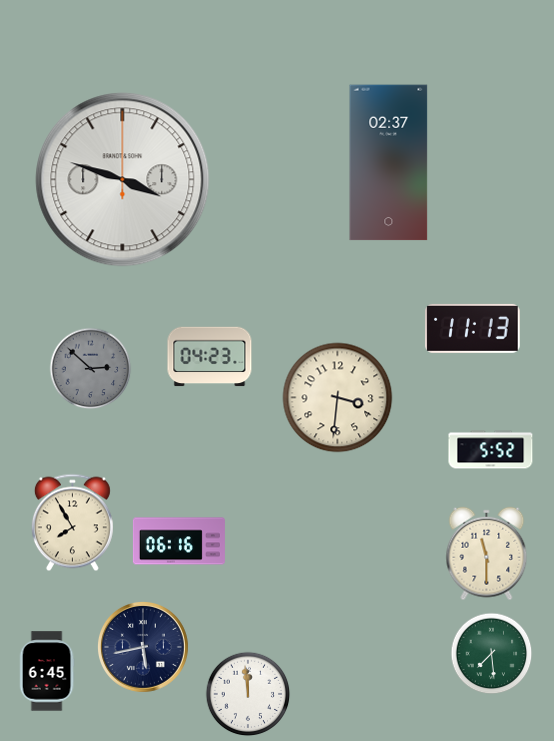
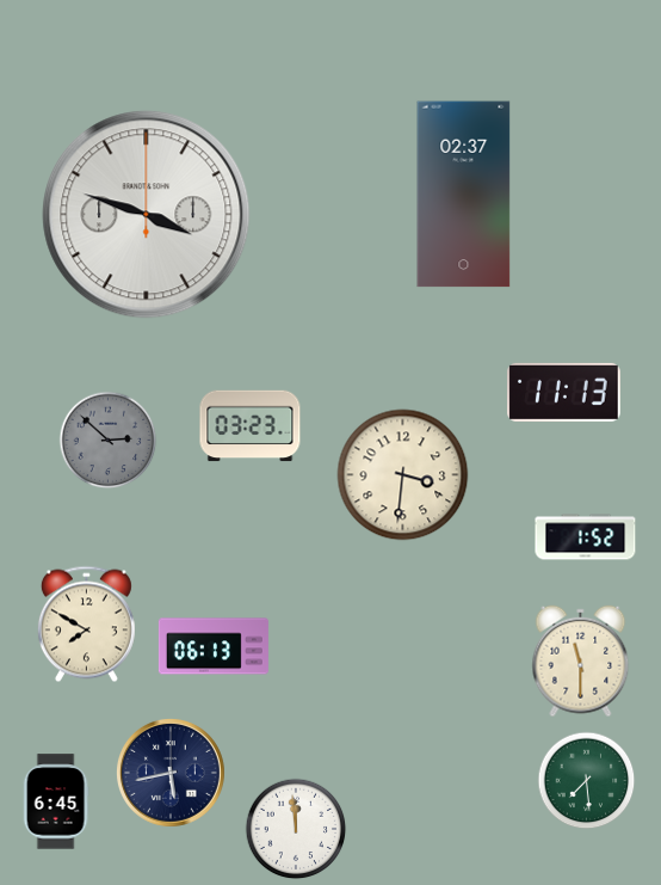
clock at (210, 357): 04:23 -> 03:23
clock at (491, 450): 5:52 -> 1:52
clock at (72, 523): 7:55 -> 7:50
clock at (179, 541): 06:16 -> 06:13
